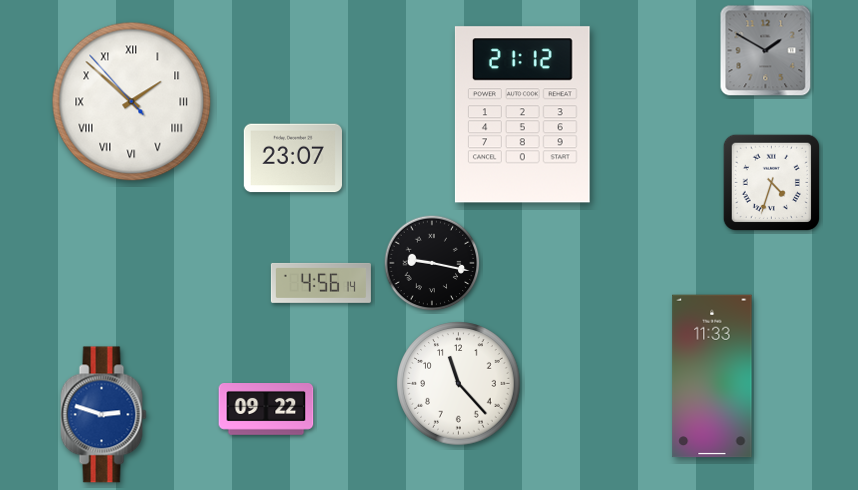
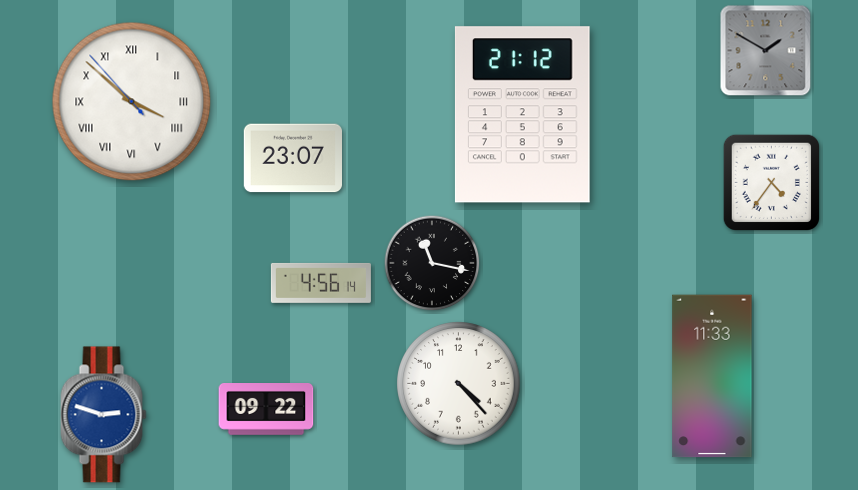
clock at (132, 102): 1:51 -> 3:51
clock at (771, 182): 4:33 -> 4:36
clock at (432, 263): 9:17 -> 11:17
clock at (459, 384): 11:23 -> 4:23
